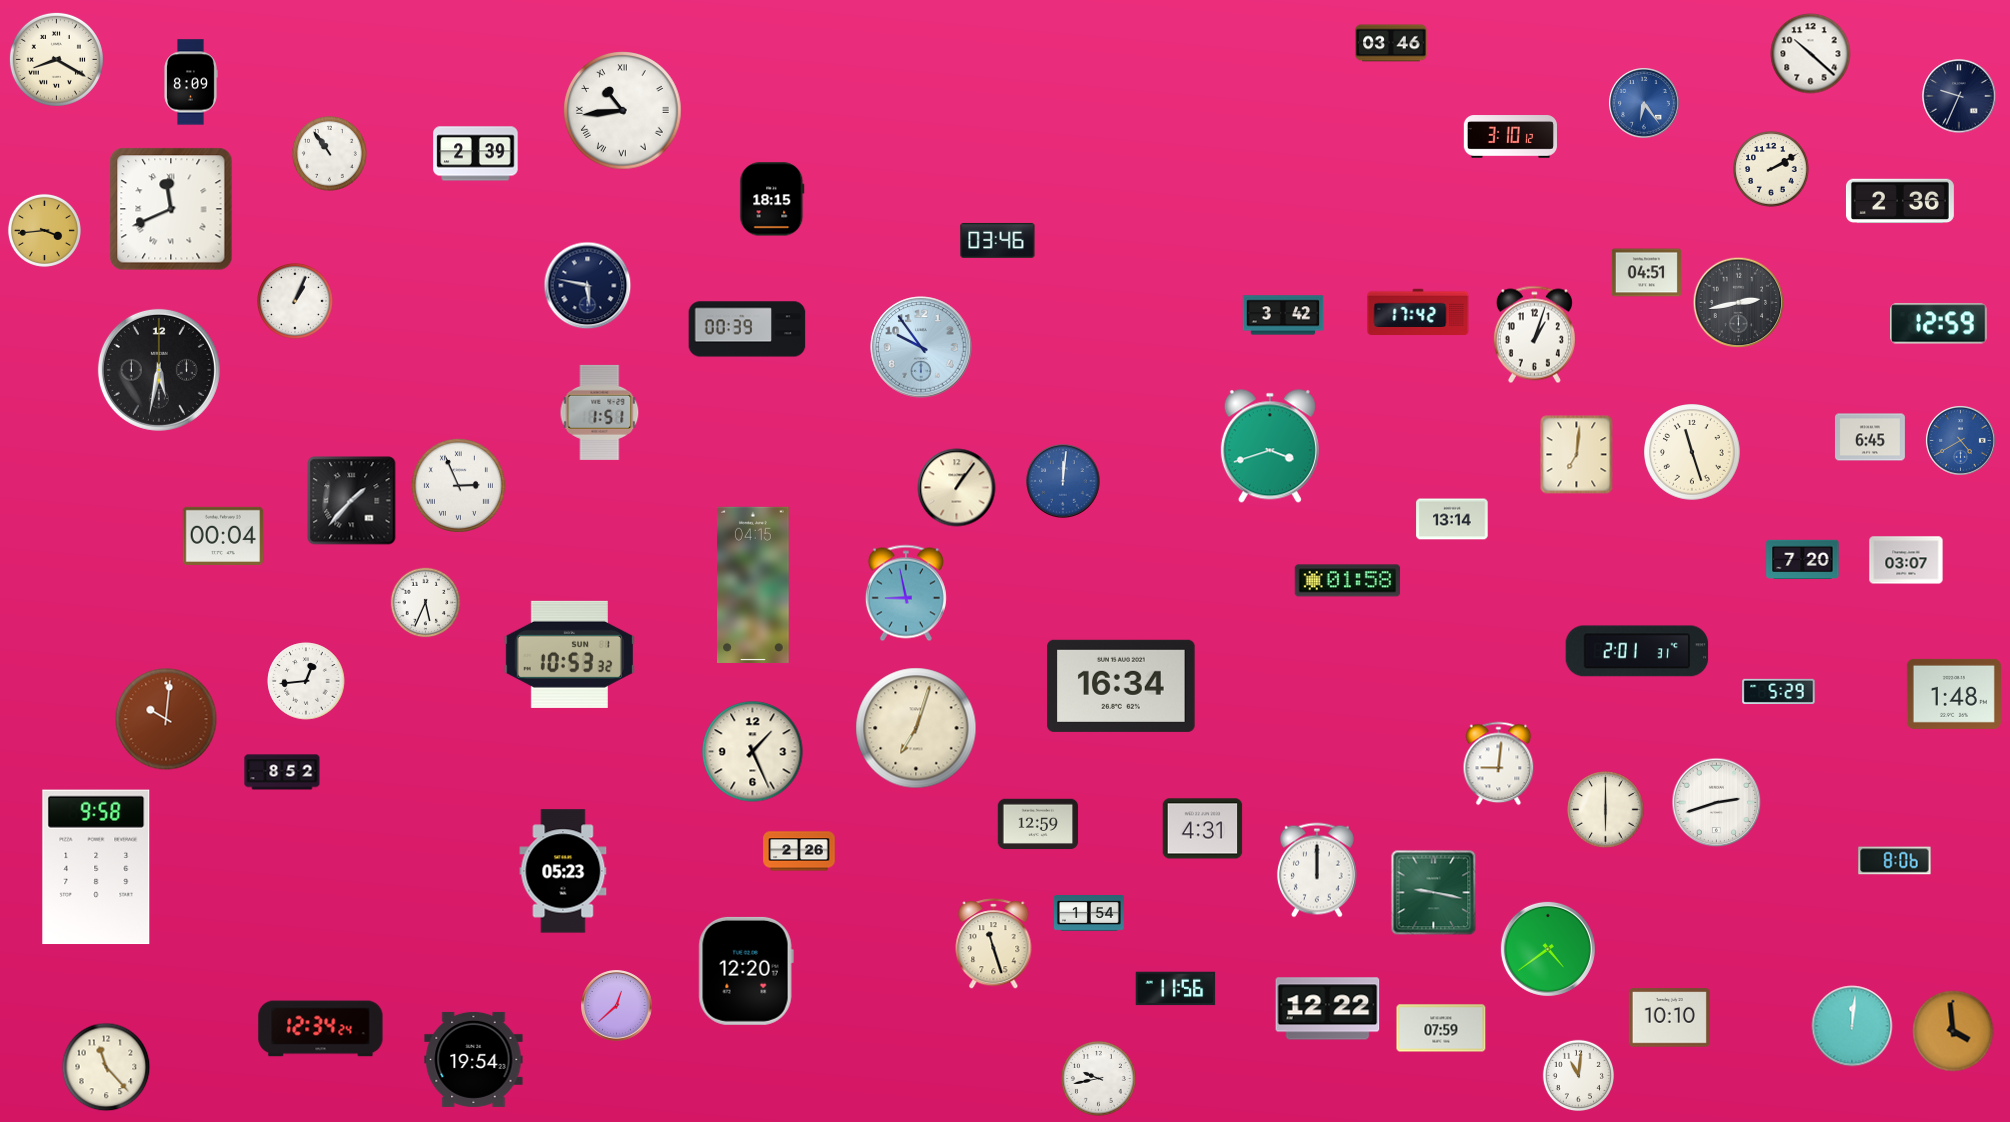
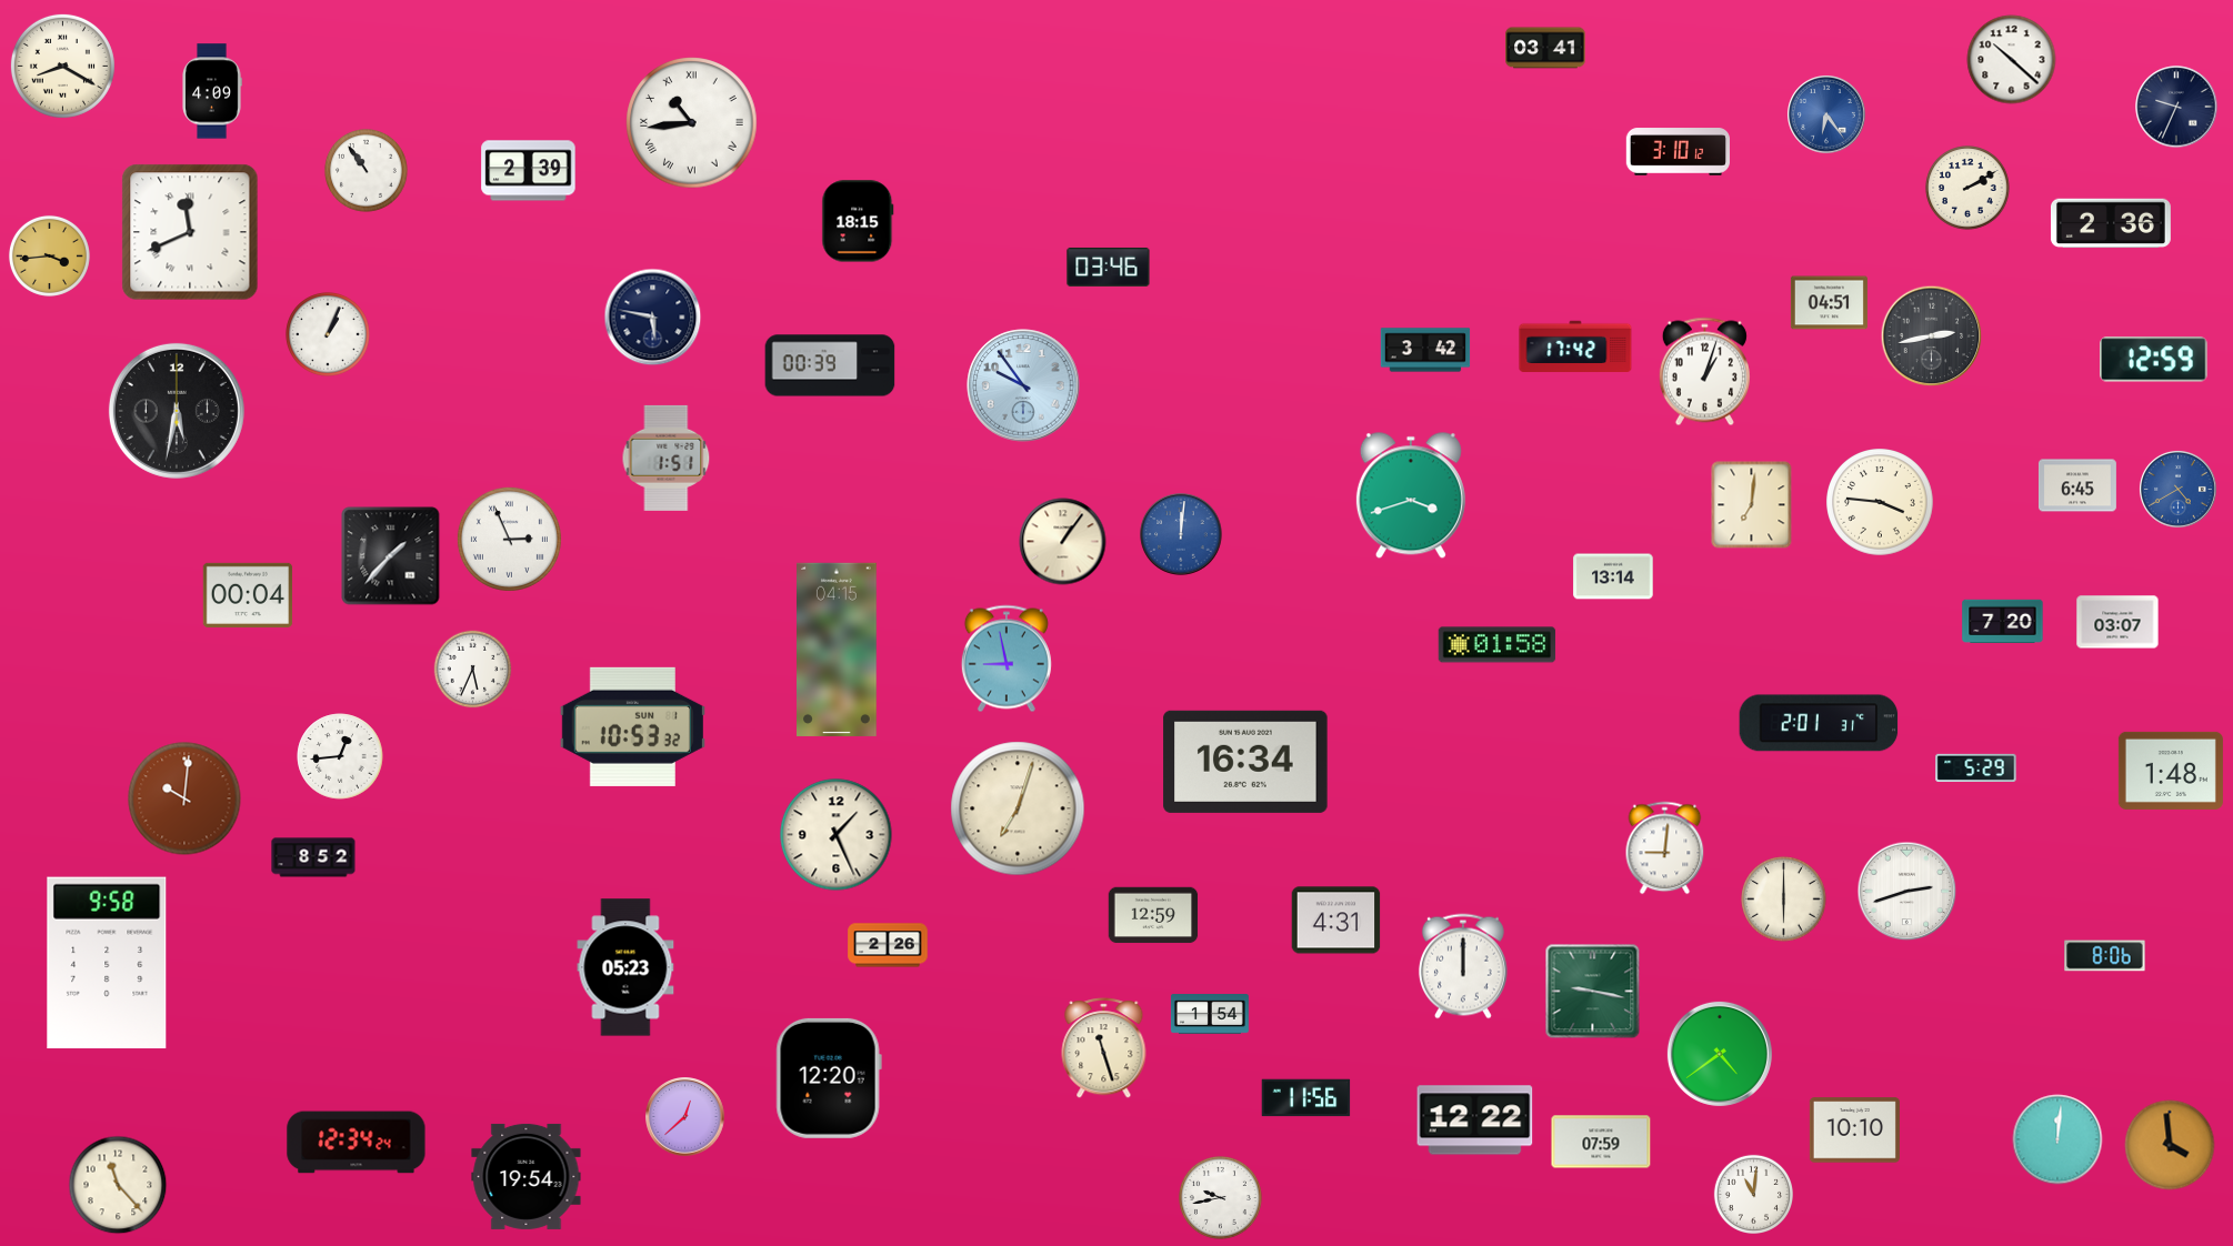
clock at (1391, 43): 03:46 -> 03:41
clock at (191, 82): 8:09 -> 4:09
clock at (1692, 452): 11:27 -> 3:46
